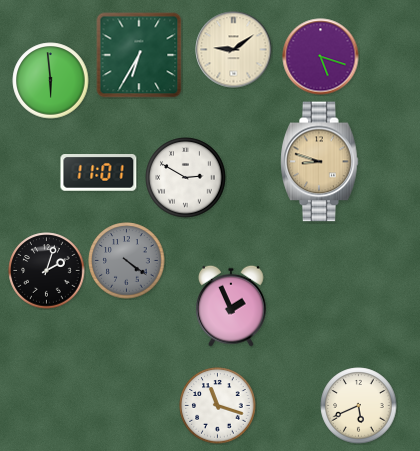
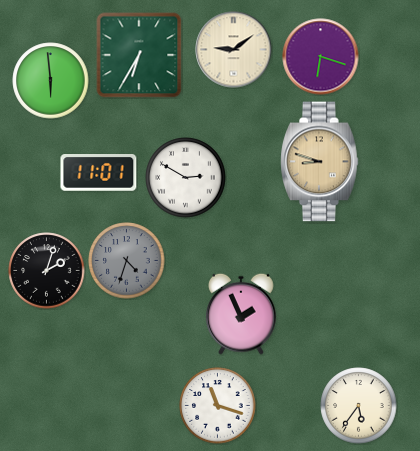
clock at (321, 57): 5:18 -> 6:18
clock at (127, 261): 4:21 -> 4:33
clock at (231, 306) position: (231, 306) -> (241, 314)
clock at (359, 406): 5:41 -> 5:36
